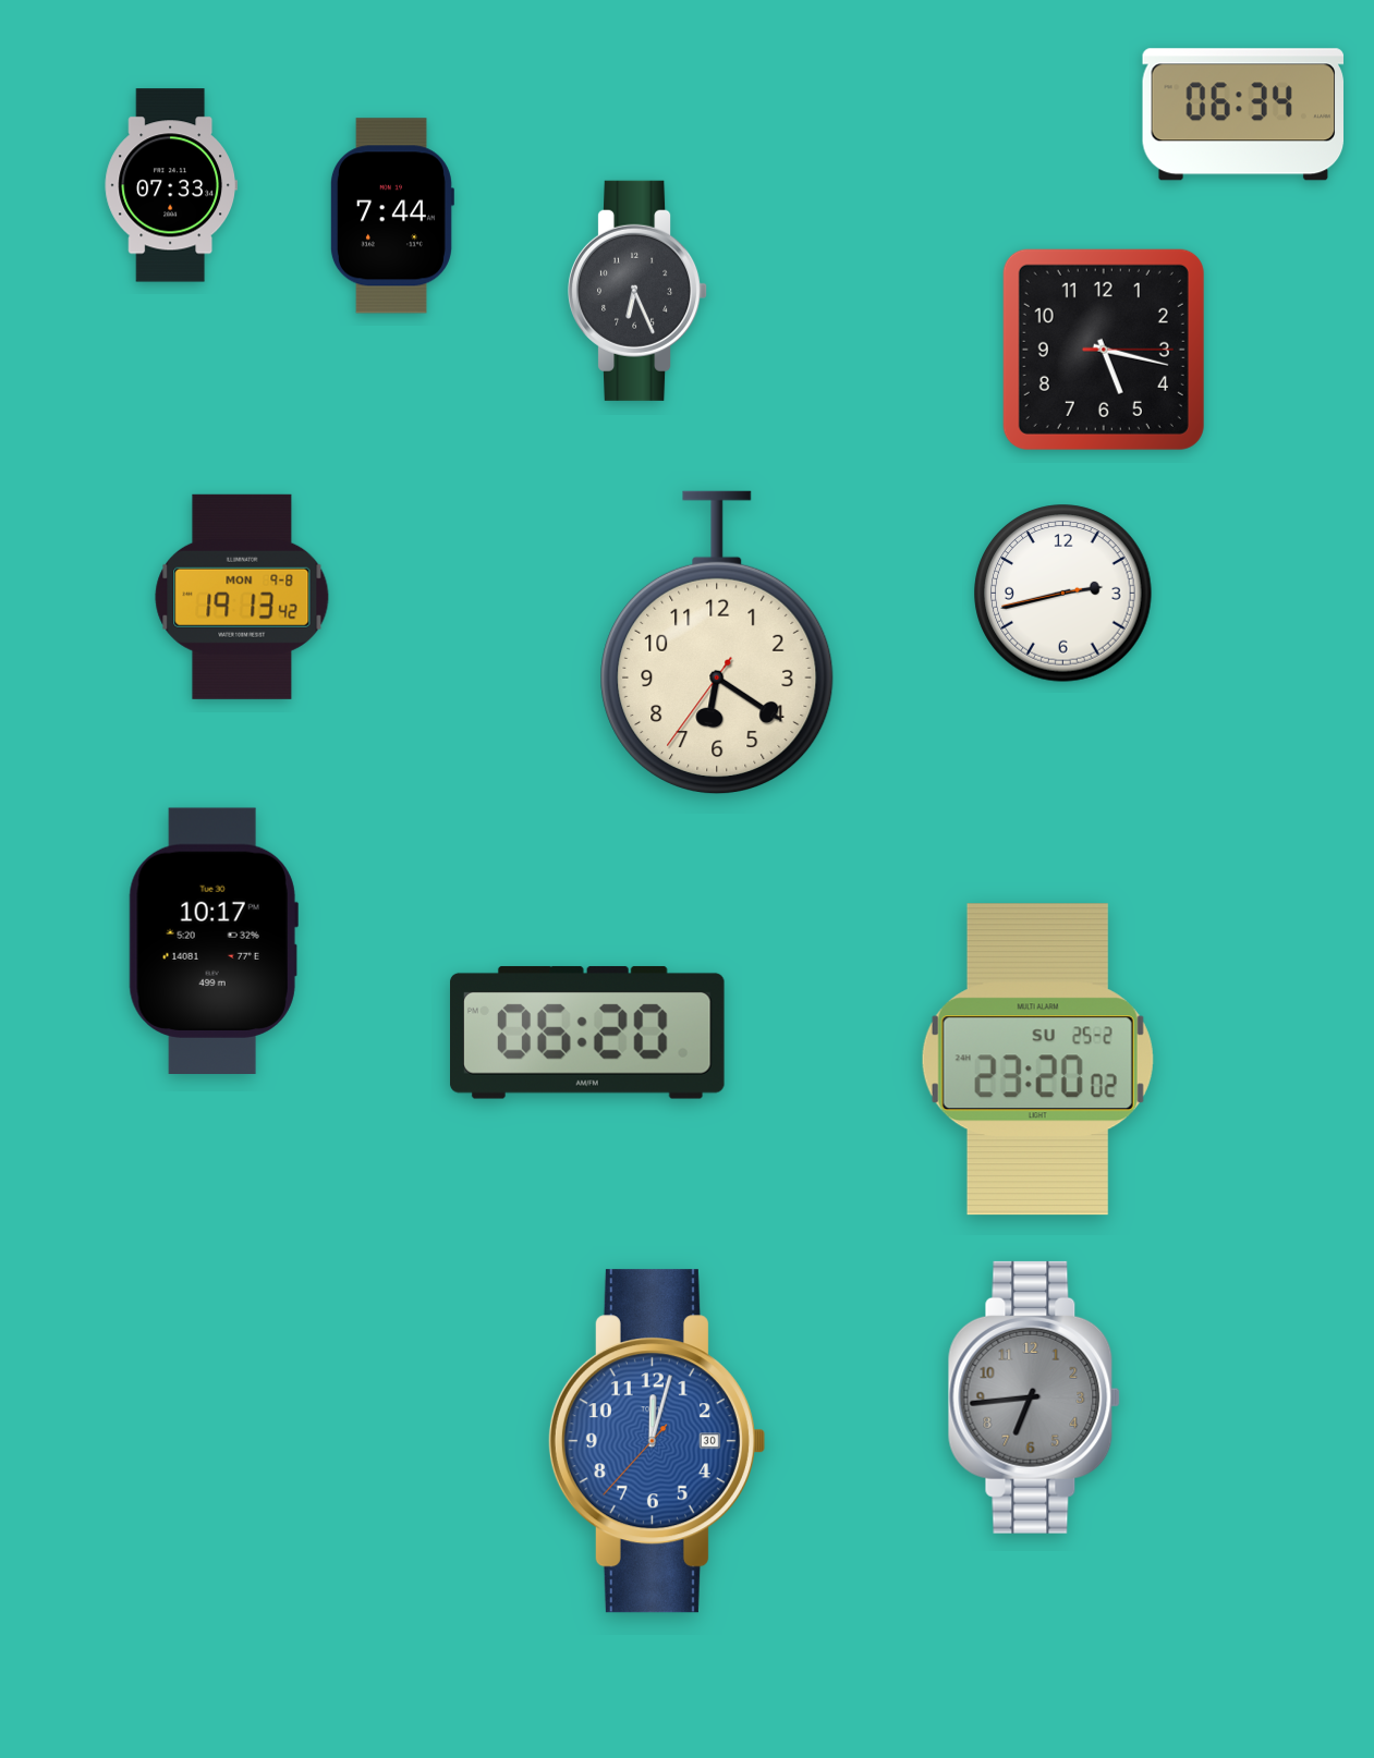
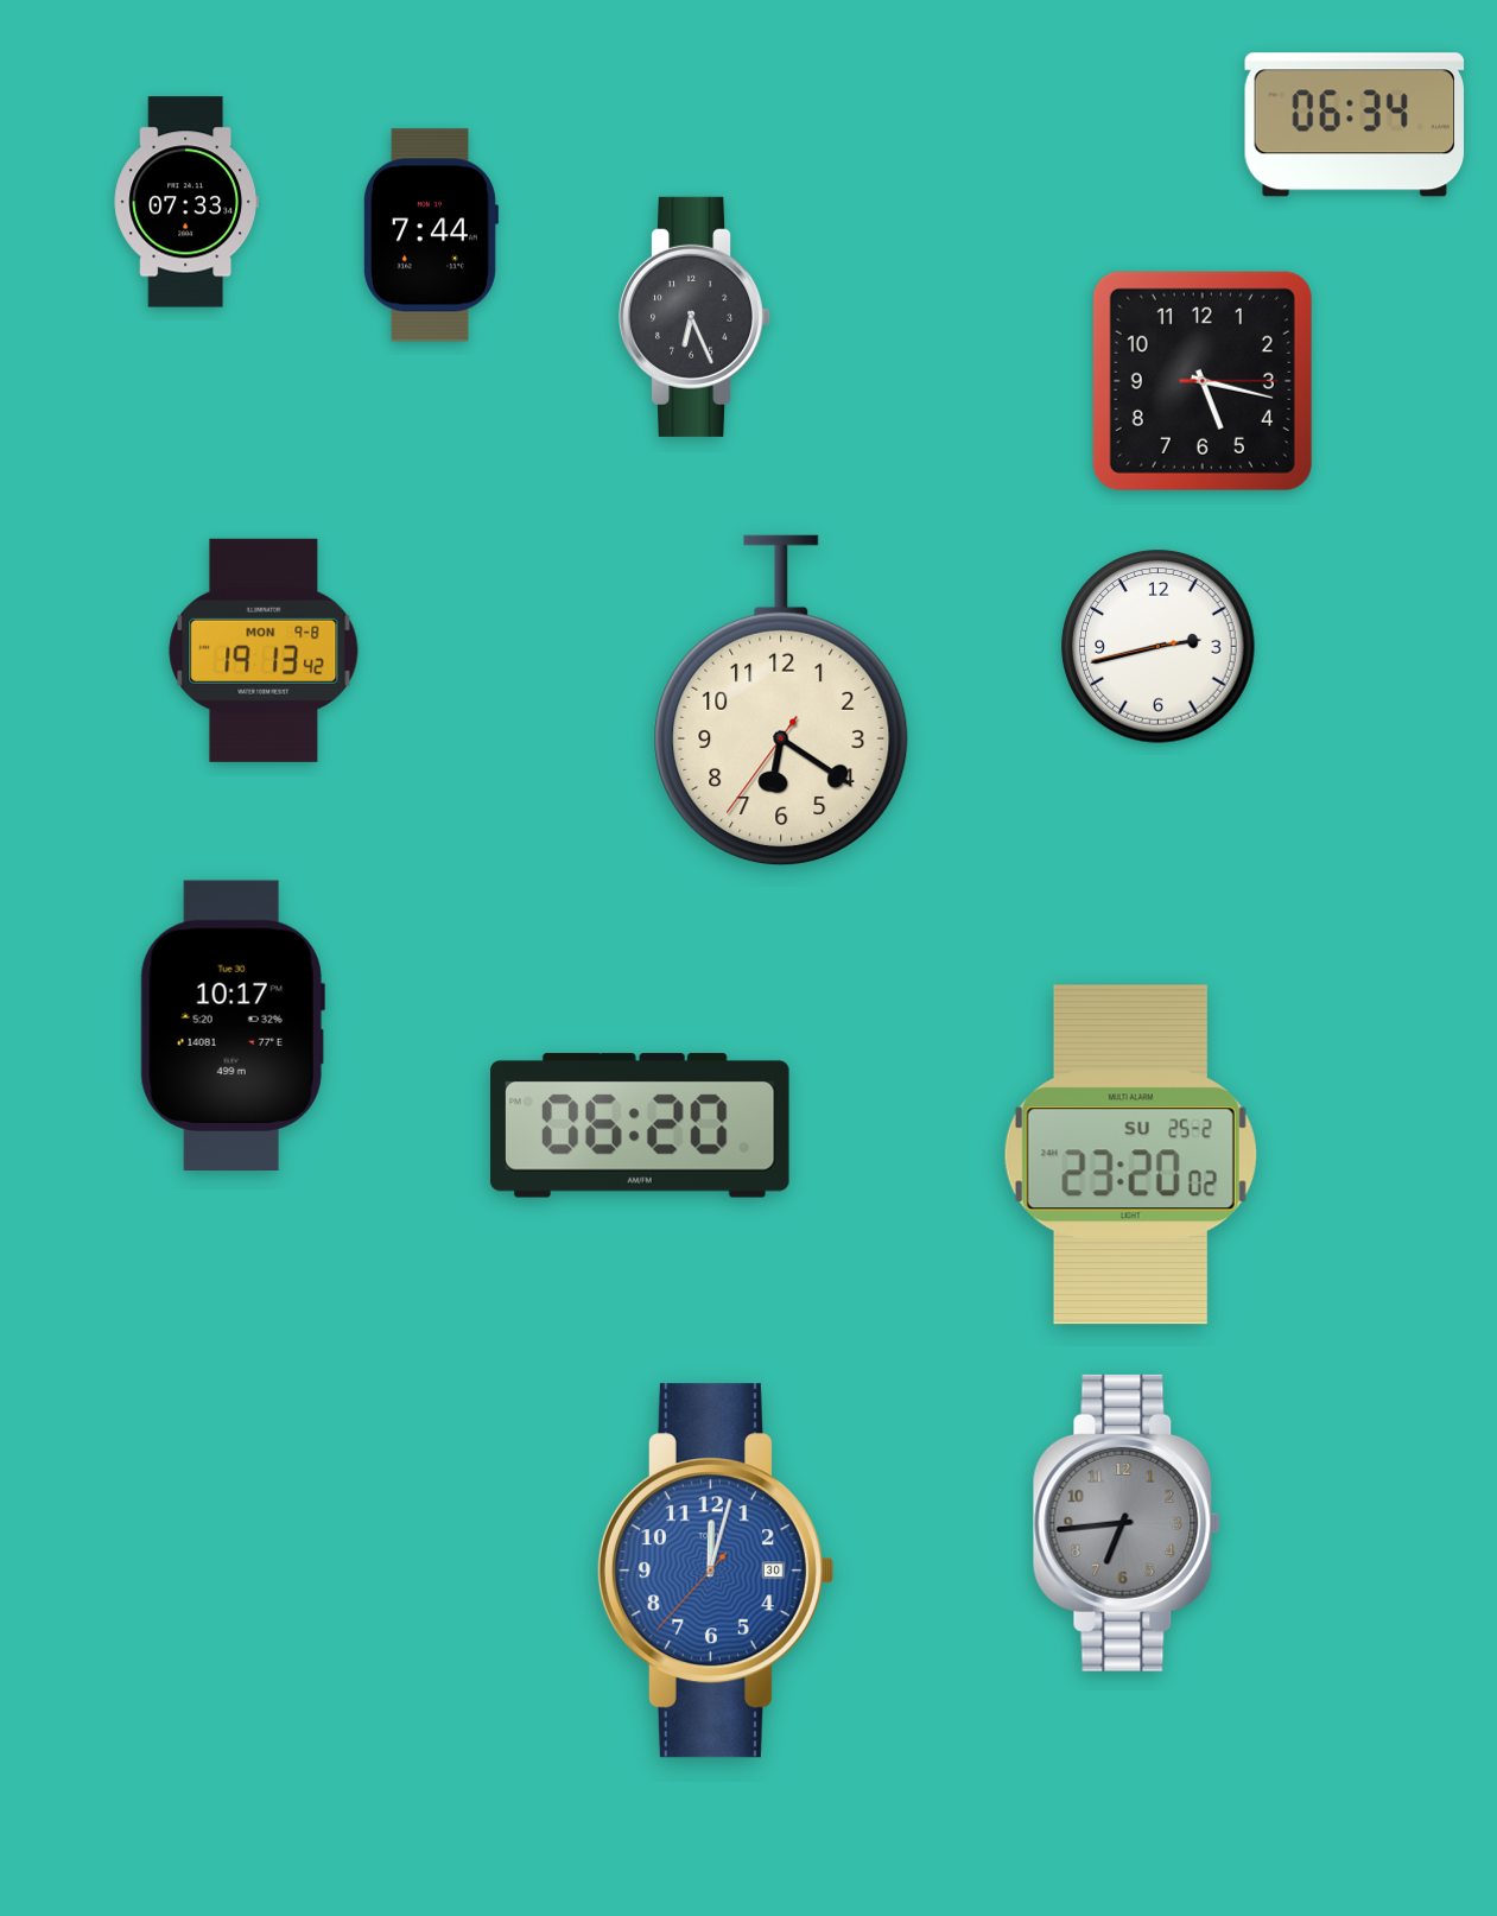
clock at (391, 216) position: (391, 216) -> (430, 235)
